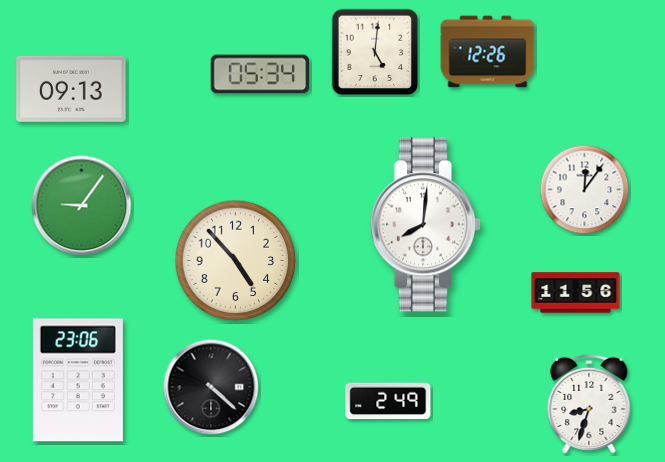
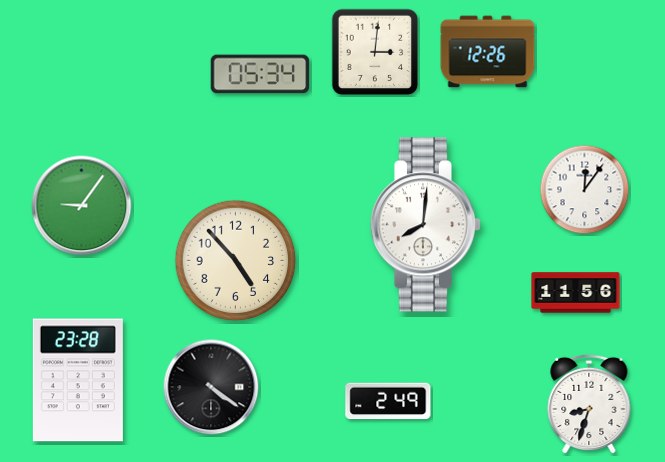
clock at (375, 52): 5:01 -> 3:01
clock at (71, 89): 09:13 -> none
clock at (78, 380): 23:06 -> 23:28
clock at (211, 387): 4:22 -> 4:21
